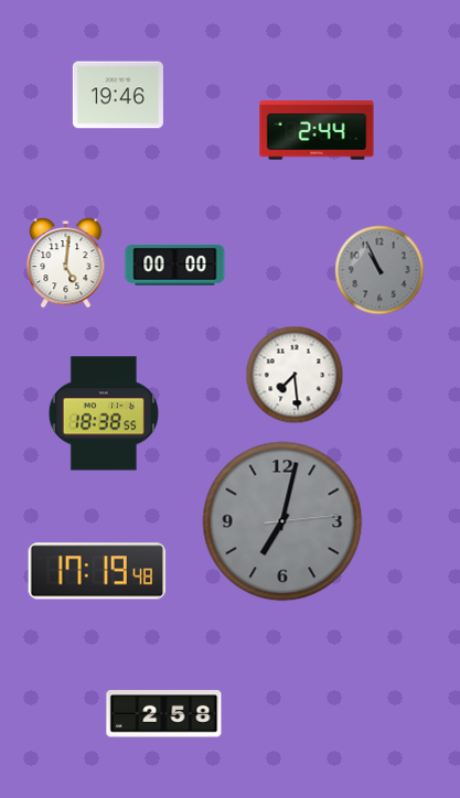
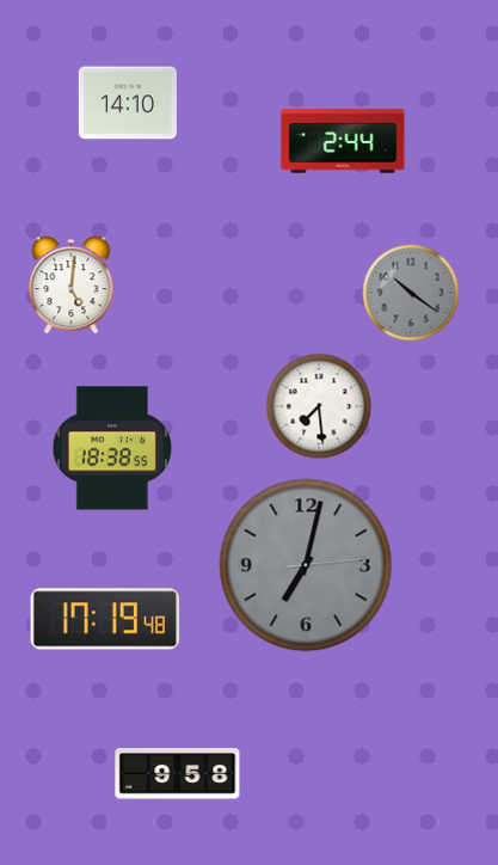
clock at (118, 95): 19:46 -> 14:10
clock at (175, 265): 00:00 -> none
clock at (379, 270): 10:56 -> 10:21
clock at (164, 714): 2:58 -> 9:58
